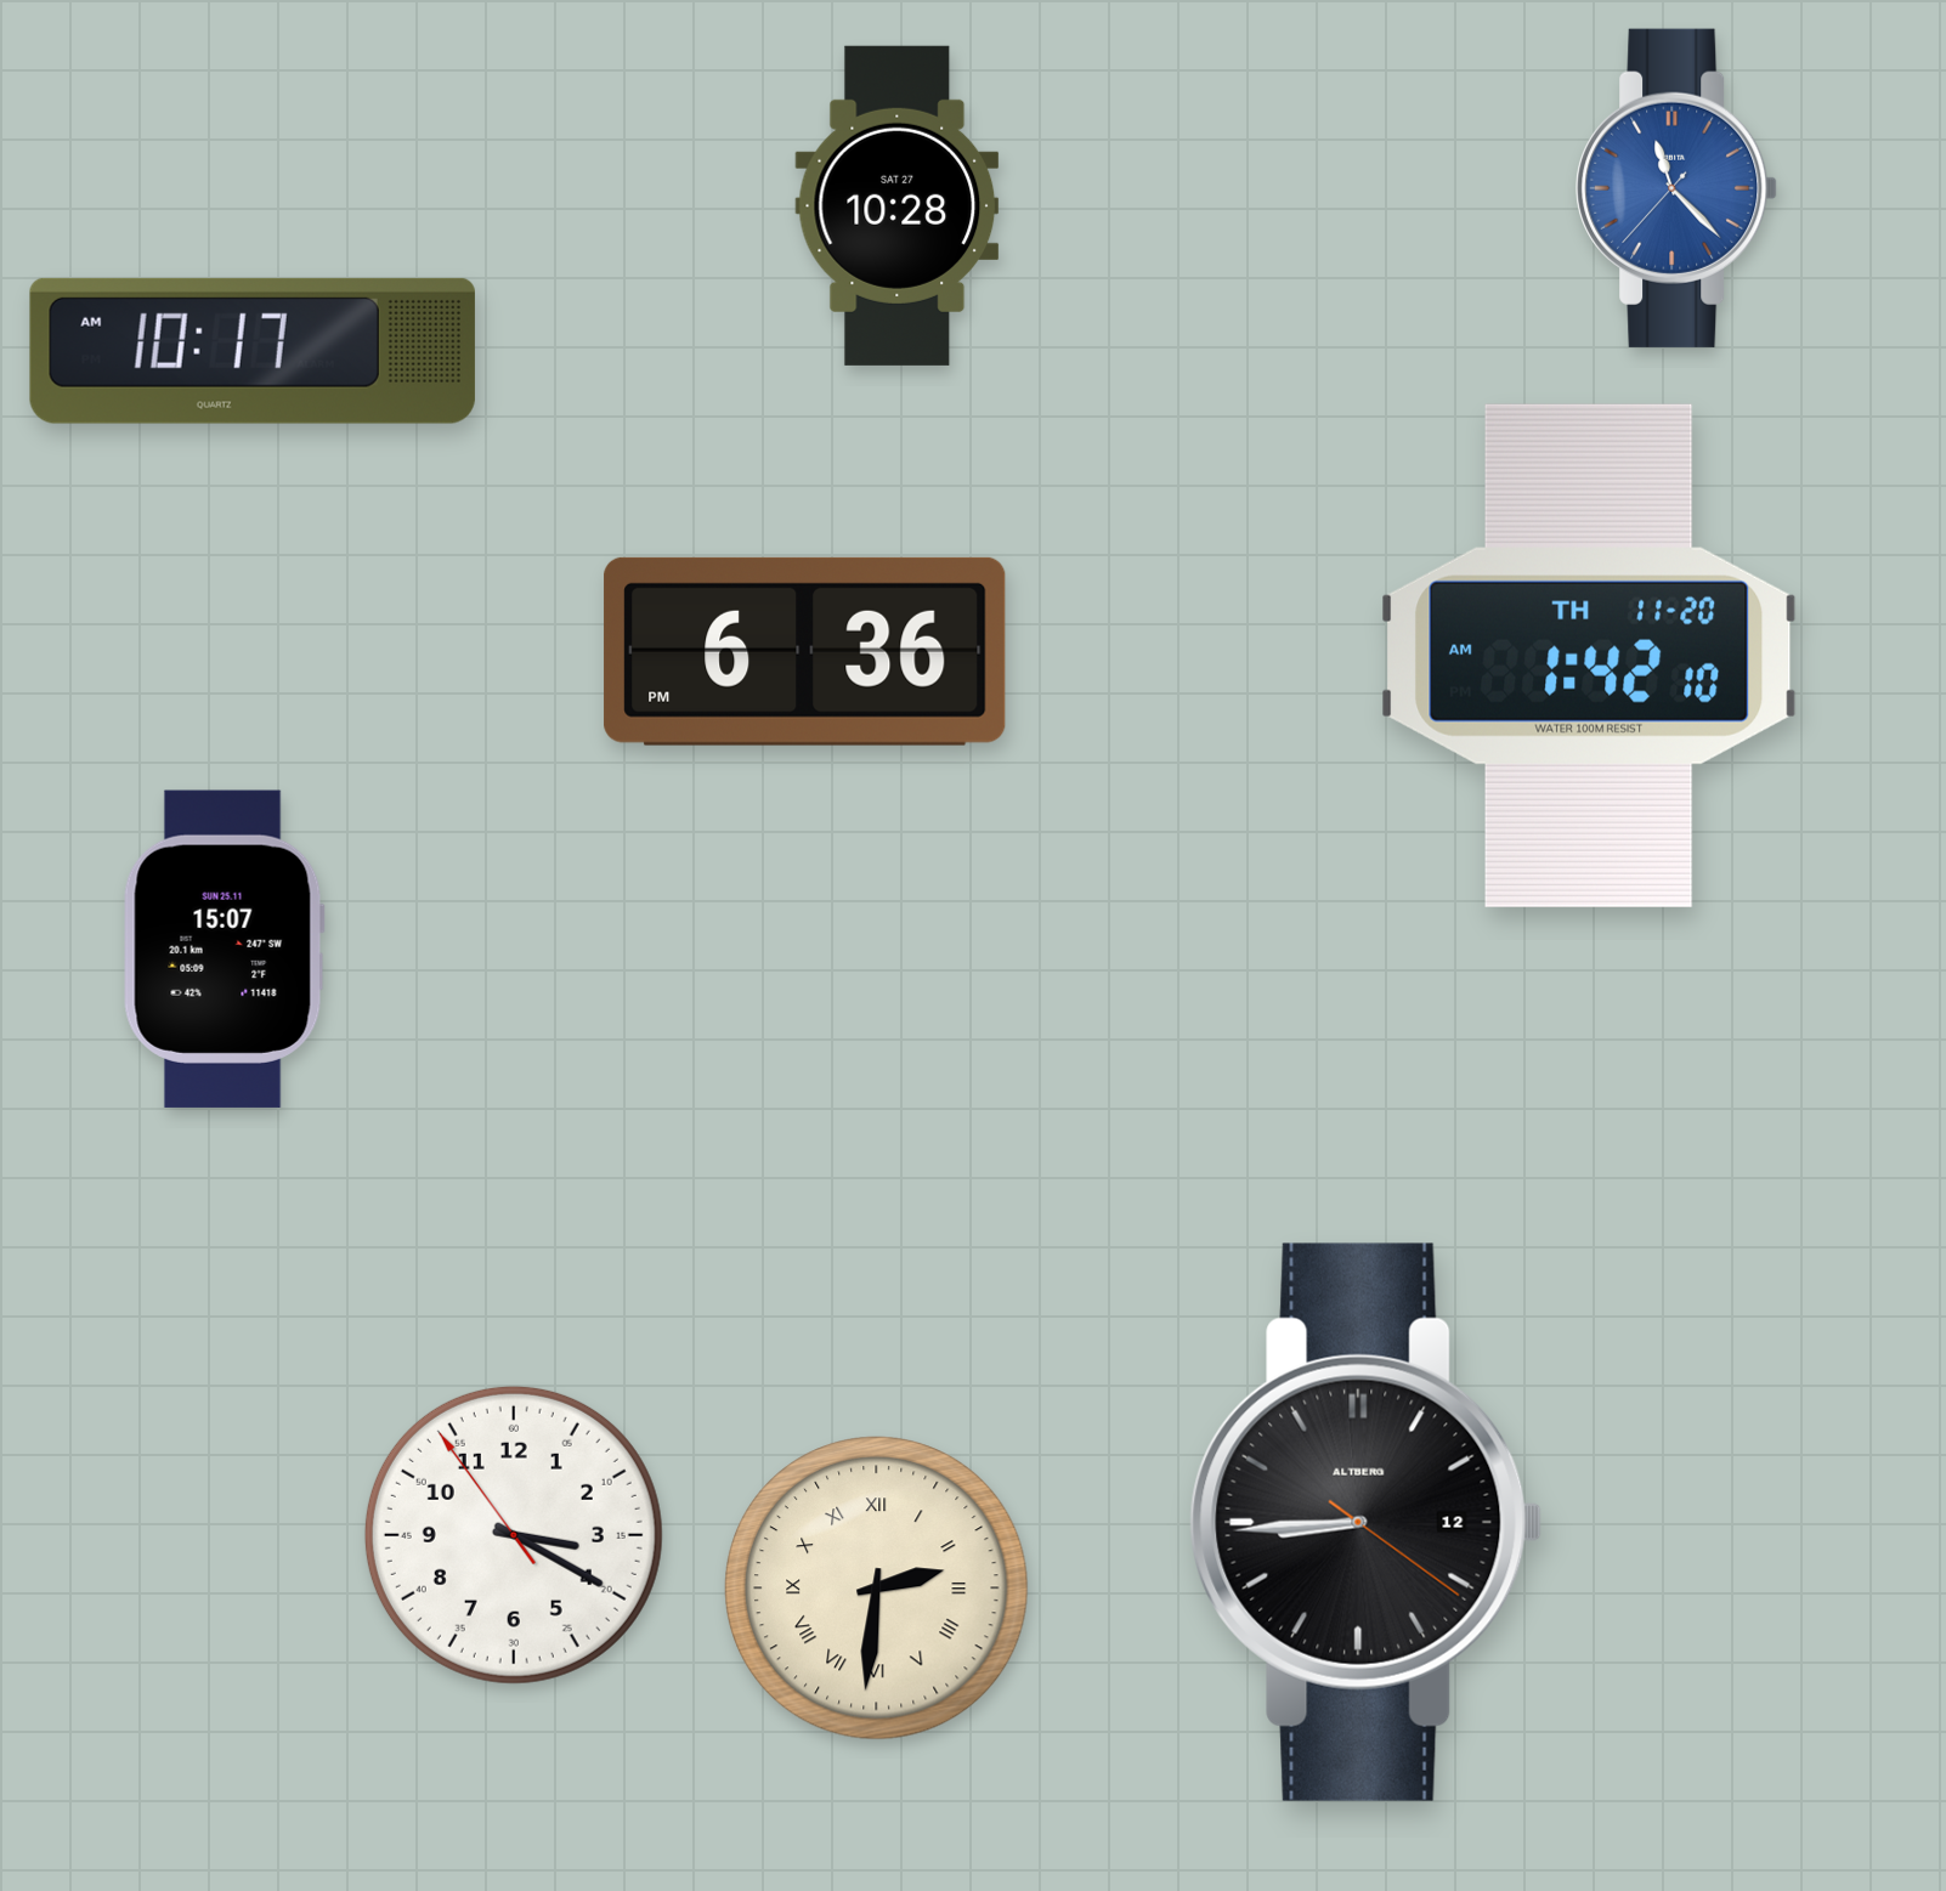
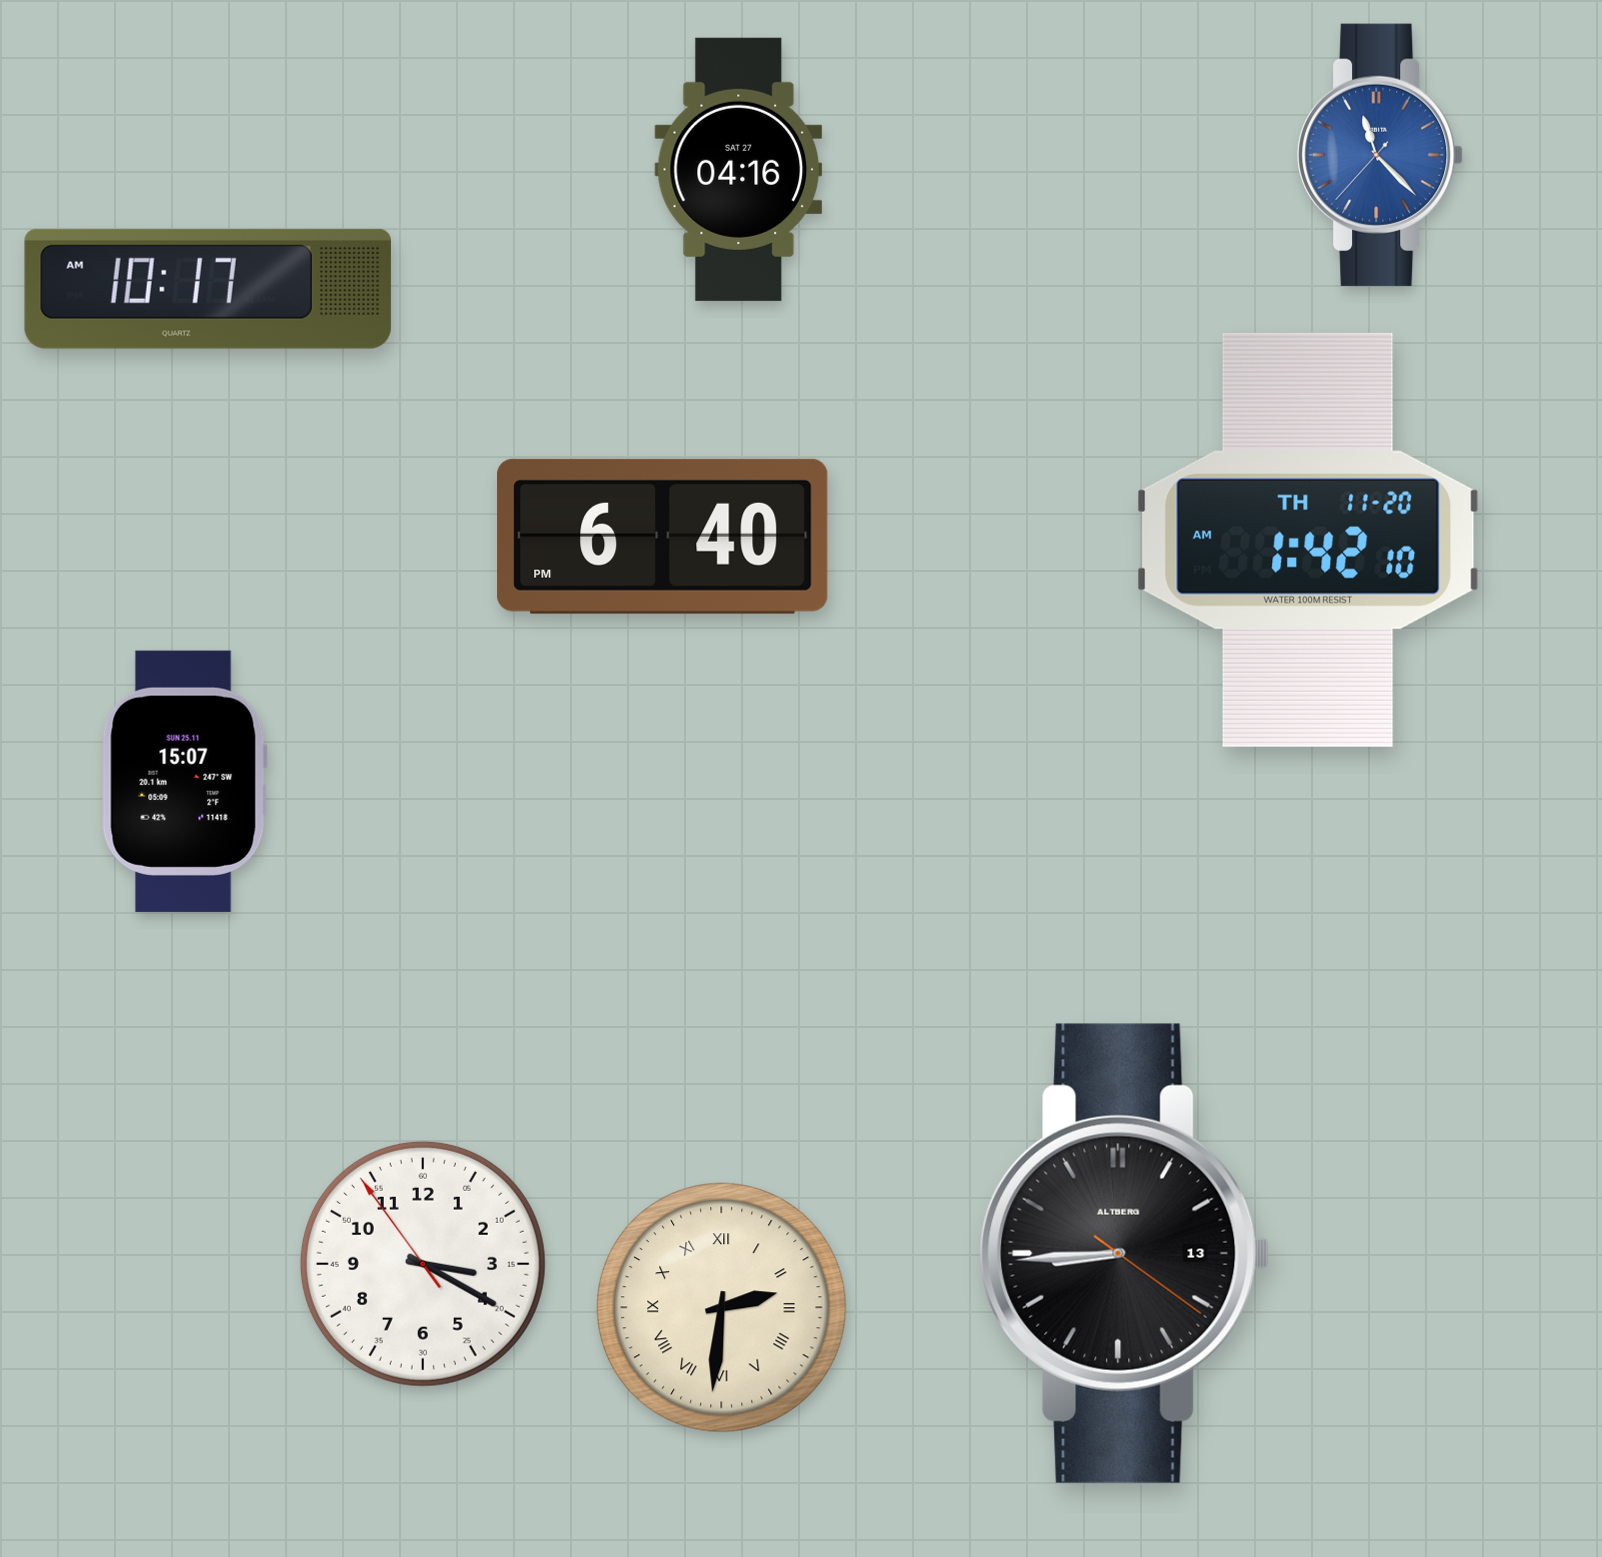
clock at (898, 205): 10:28 -> 04:16
clock at (805, 651): 6:36 -> 6:40
clock at (1367, 1522) date: 12 -> 13
